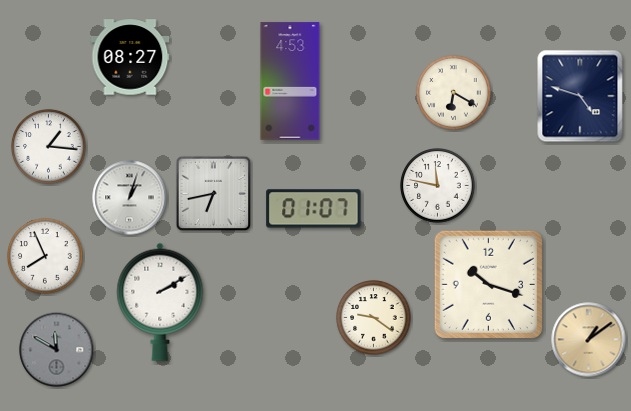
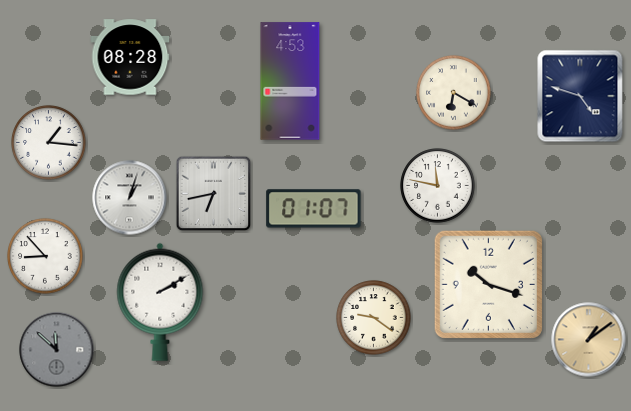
clock at (130, 57): 08:27 -> 08:28
clock at (49, 147) position: (49, 147) -> (49, 143)
clock at (45, 256): 7:56 -> 8:53
clock at (57, 350): 11:50 -> 11:52
